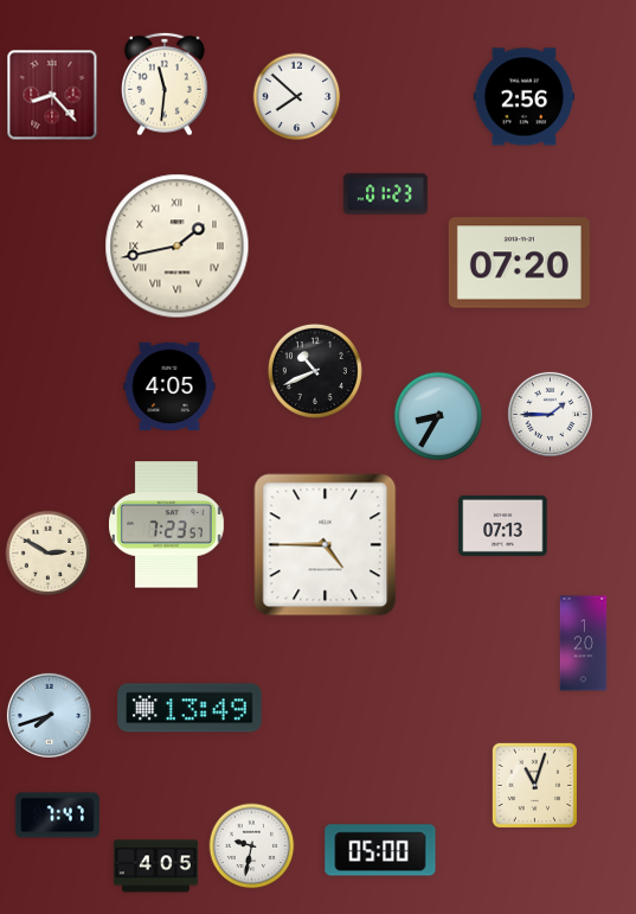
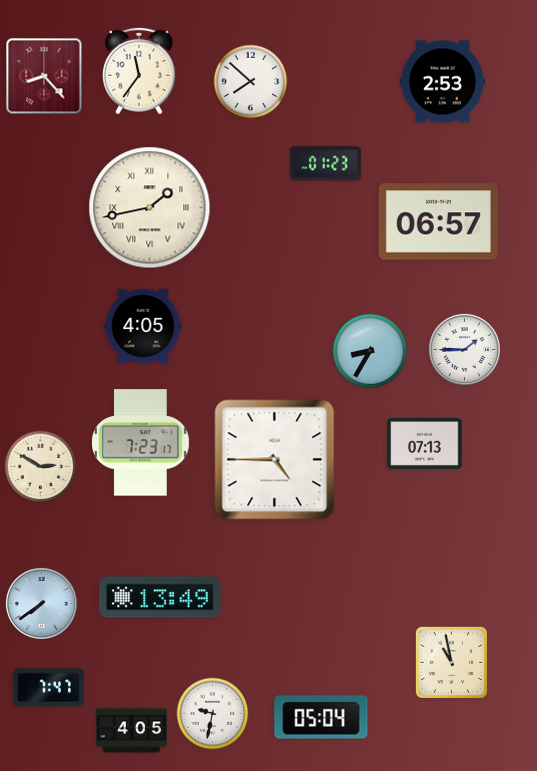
clock at (166, 84): 11:31 -> 11:36
clock at (52, 95) position: (52, 95) -> (44, 76)
clock at (525, 97): 2:56 -> 2:53
clock at (519, 263): 07:20 -> 06:57
clock at (315, 371): 10:41 -> none
clock at (166, 525): 7:23:57 -> 7:23:17
clock at (584, 644): 1:20 -> none
clock at (49, 715): 7:42 -> 7:39
clock at (534, 785): 11:03 -> 10:58
clock at (380, 850): 05:00 -> 05:04
